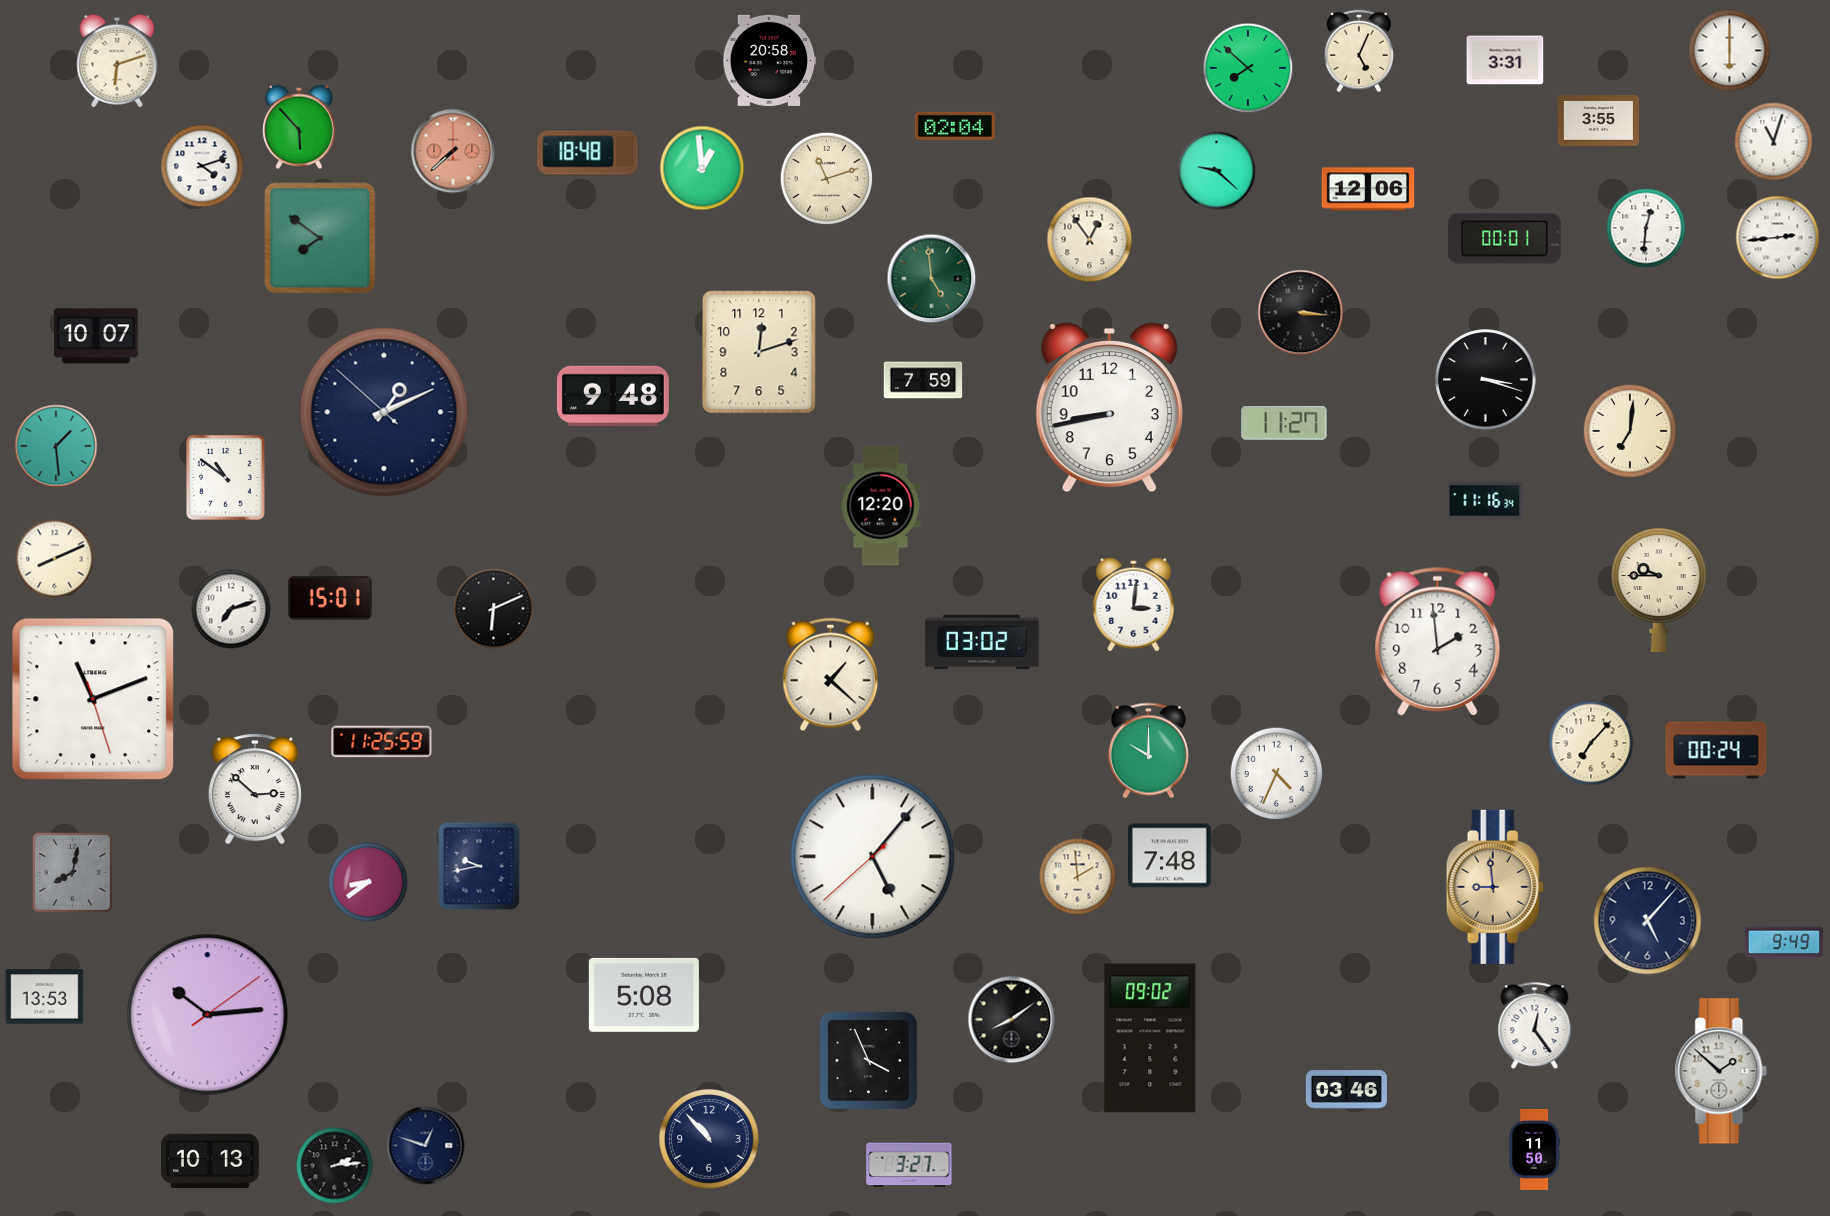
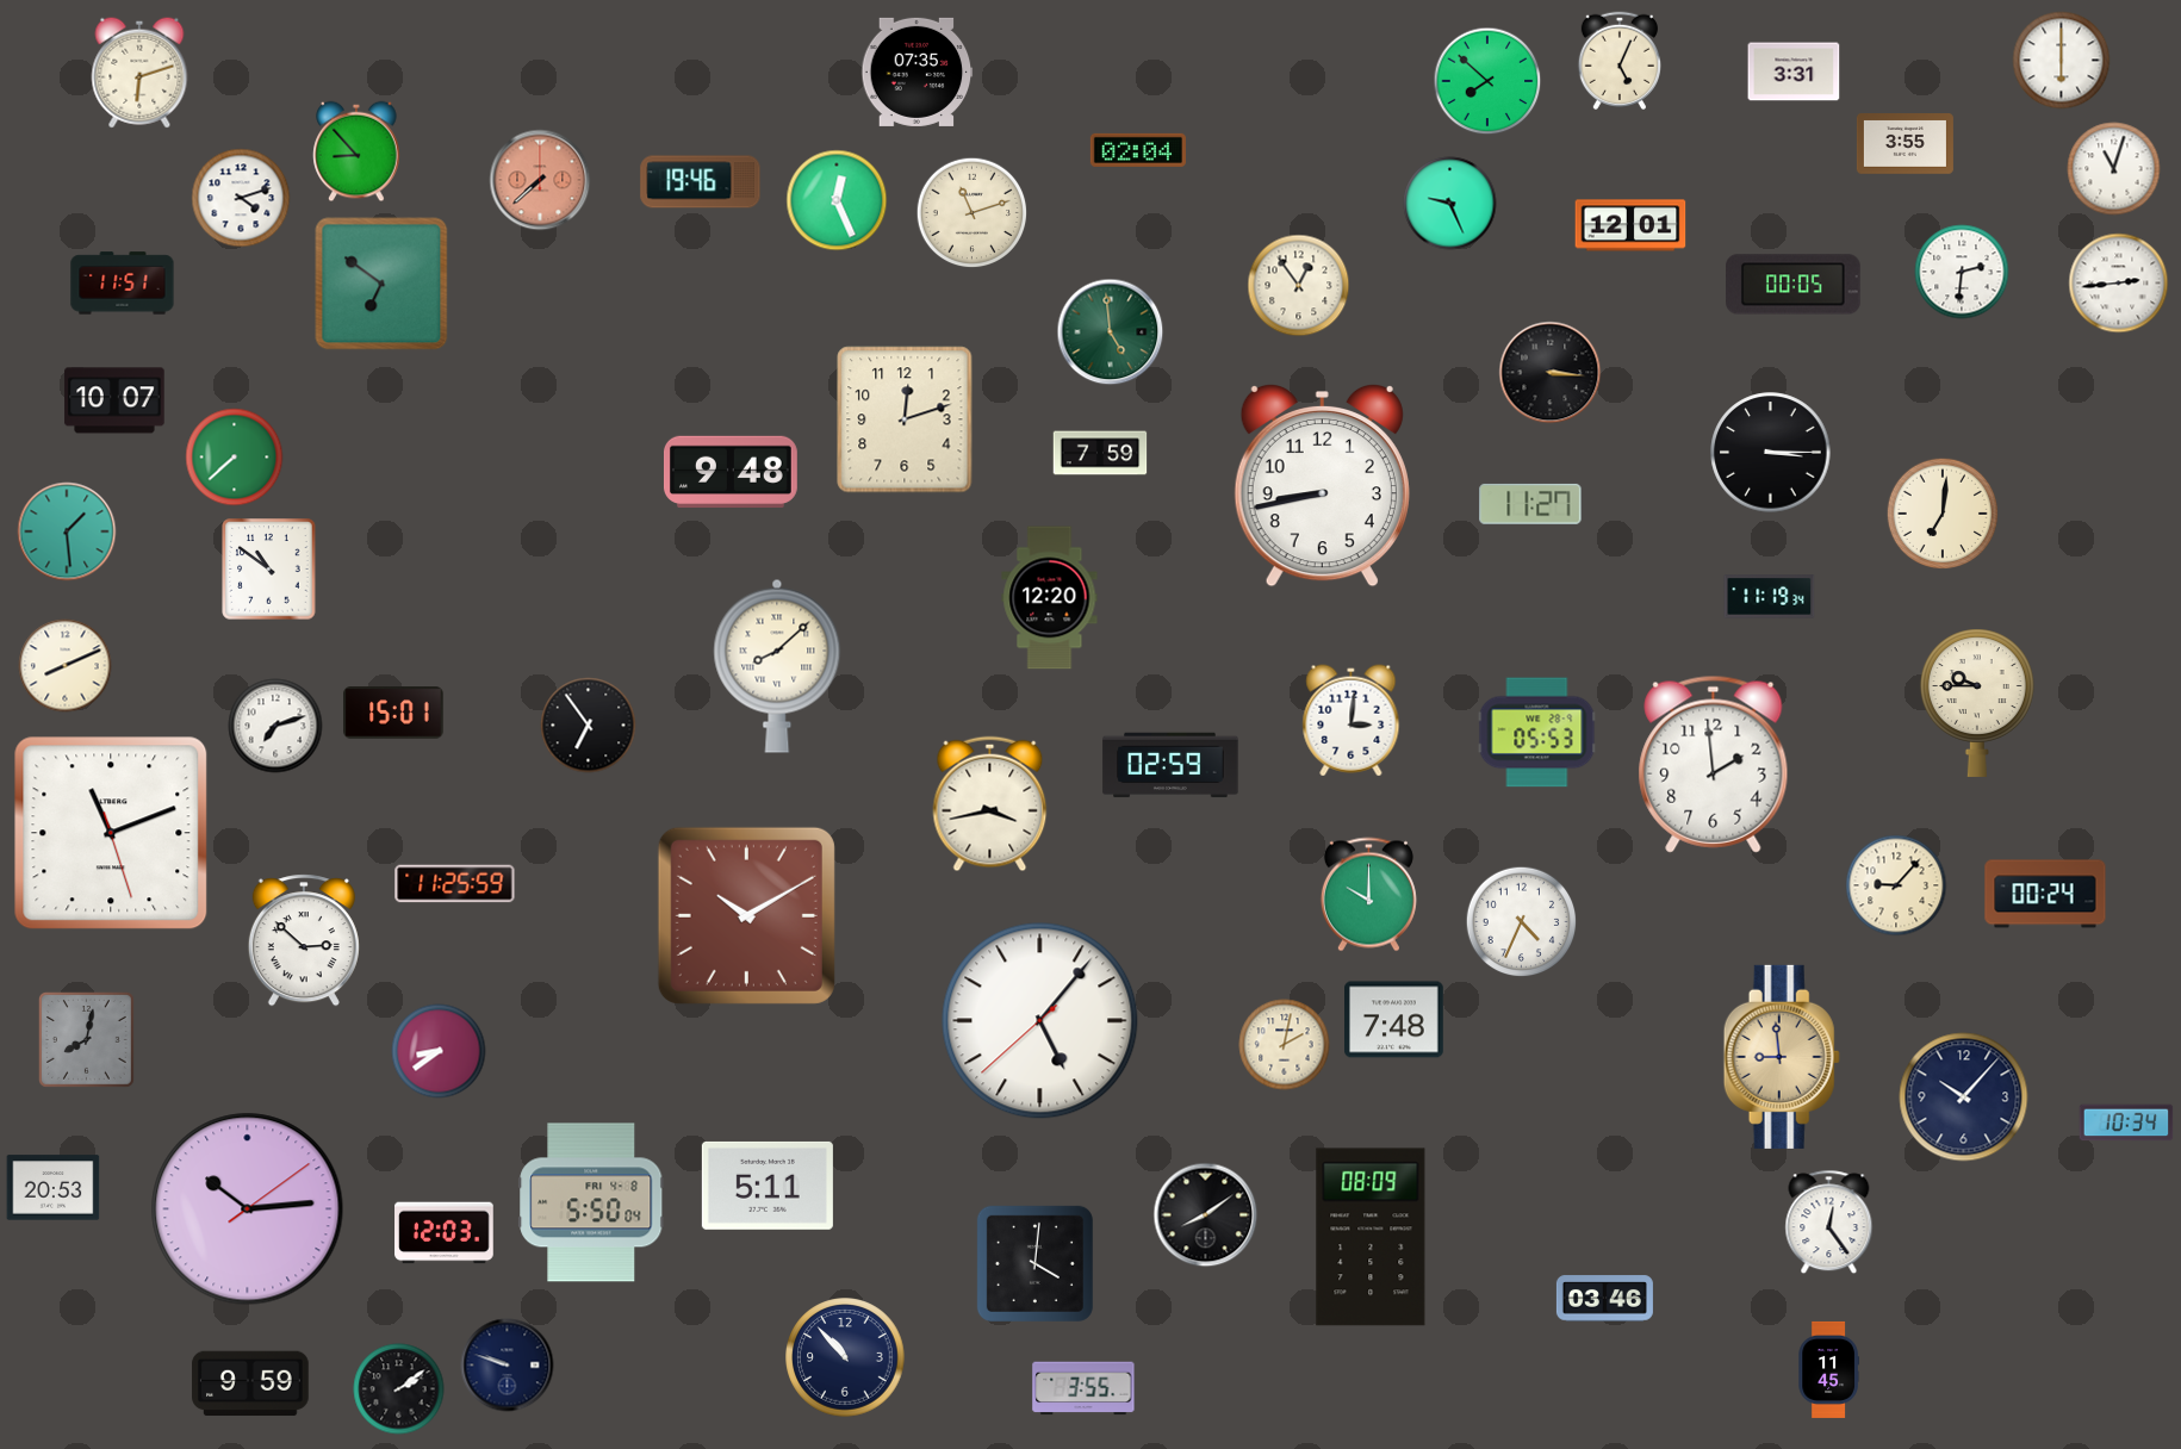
clock at (770, 60): 20:58 -> 07:35
clock at (299, 127): 5:53 -> 8:53
clock at (588, 153): 18:48 -> 19:46
clock at (702, 168): 12:59 -> 12:26
clock at (1217, 171): 9:22 -> 9:26
clock at (827, 179) position: (827, 179) -> (973, 213)
clock at (1368, 189): 12:06 -> 12:01
clock at (1646, 228): 12:31 -> 2:31
clock at (123, 284): none -> 11:51
clock at (320, 238): 7:51 -> 6:51
clock at (1505, 239): 00:01 -> 00:05
clock at (1486, 380): 3:18 -> 3:15
clock at (235, 458): none -> 7:38
clock at (384, 412): 1:10 -> none
clock at (1485, 501): 11:16 -> 11:19
clock at (881, 506) position: (881, 506) -> (1050, 598)
clock at (777, 666): none -> 8:08
clock at (494, 609): 6:11 -> 6:54
clock at (1537, 733): none -> 05:53
clock at (982, 642): 03:02 -> 02:59
clock at (831, 675): 1:22 -> 3:43
clock at (1591, 743): 7:07 -> 9:07
clock at (746, 915): none -> 10:10
clock at (479, 866): 9:43 -> none
clock at (1078, 877): 1:59 -> 2:02
clock at (1648, 921): 5:07 -> 10:07
clock at (1784, 942): 9:49 -> 10:34
clock at (644, 995): 5:08 -> 5:11
clock at (45, 997): 13:53 -> 20:53
clock at (591, 1202): none -> 5:50
clock at (445, 1233): none -> 12:03
clock at (1150, 1038): 09:02 -> 08:09
clock at (868, 1060): 3:56 -> 4:01
clock at (1721, 1071): 1:52 -> none
clock at (426, 1146): 12:48 -> 9:48
clock at (1534, 1149): 11:50 -> 11:45
clock at (210, 1161): 10:13 -> 9:59
clock at (909, 1165): 3:27 -> 3:55
clock at (335, 1166): 2:14 -> 2:09
